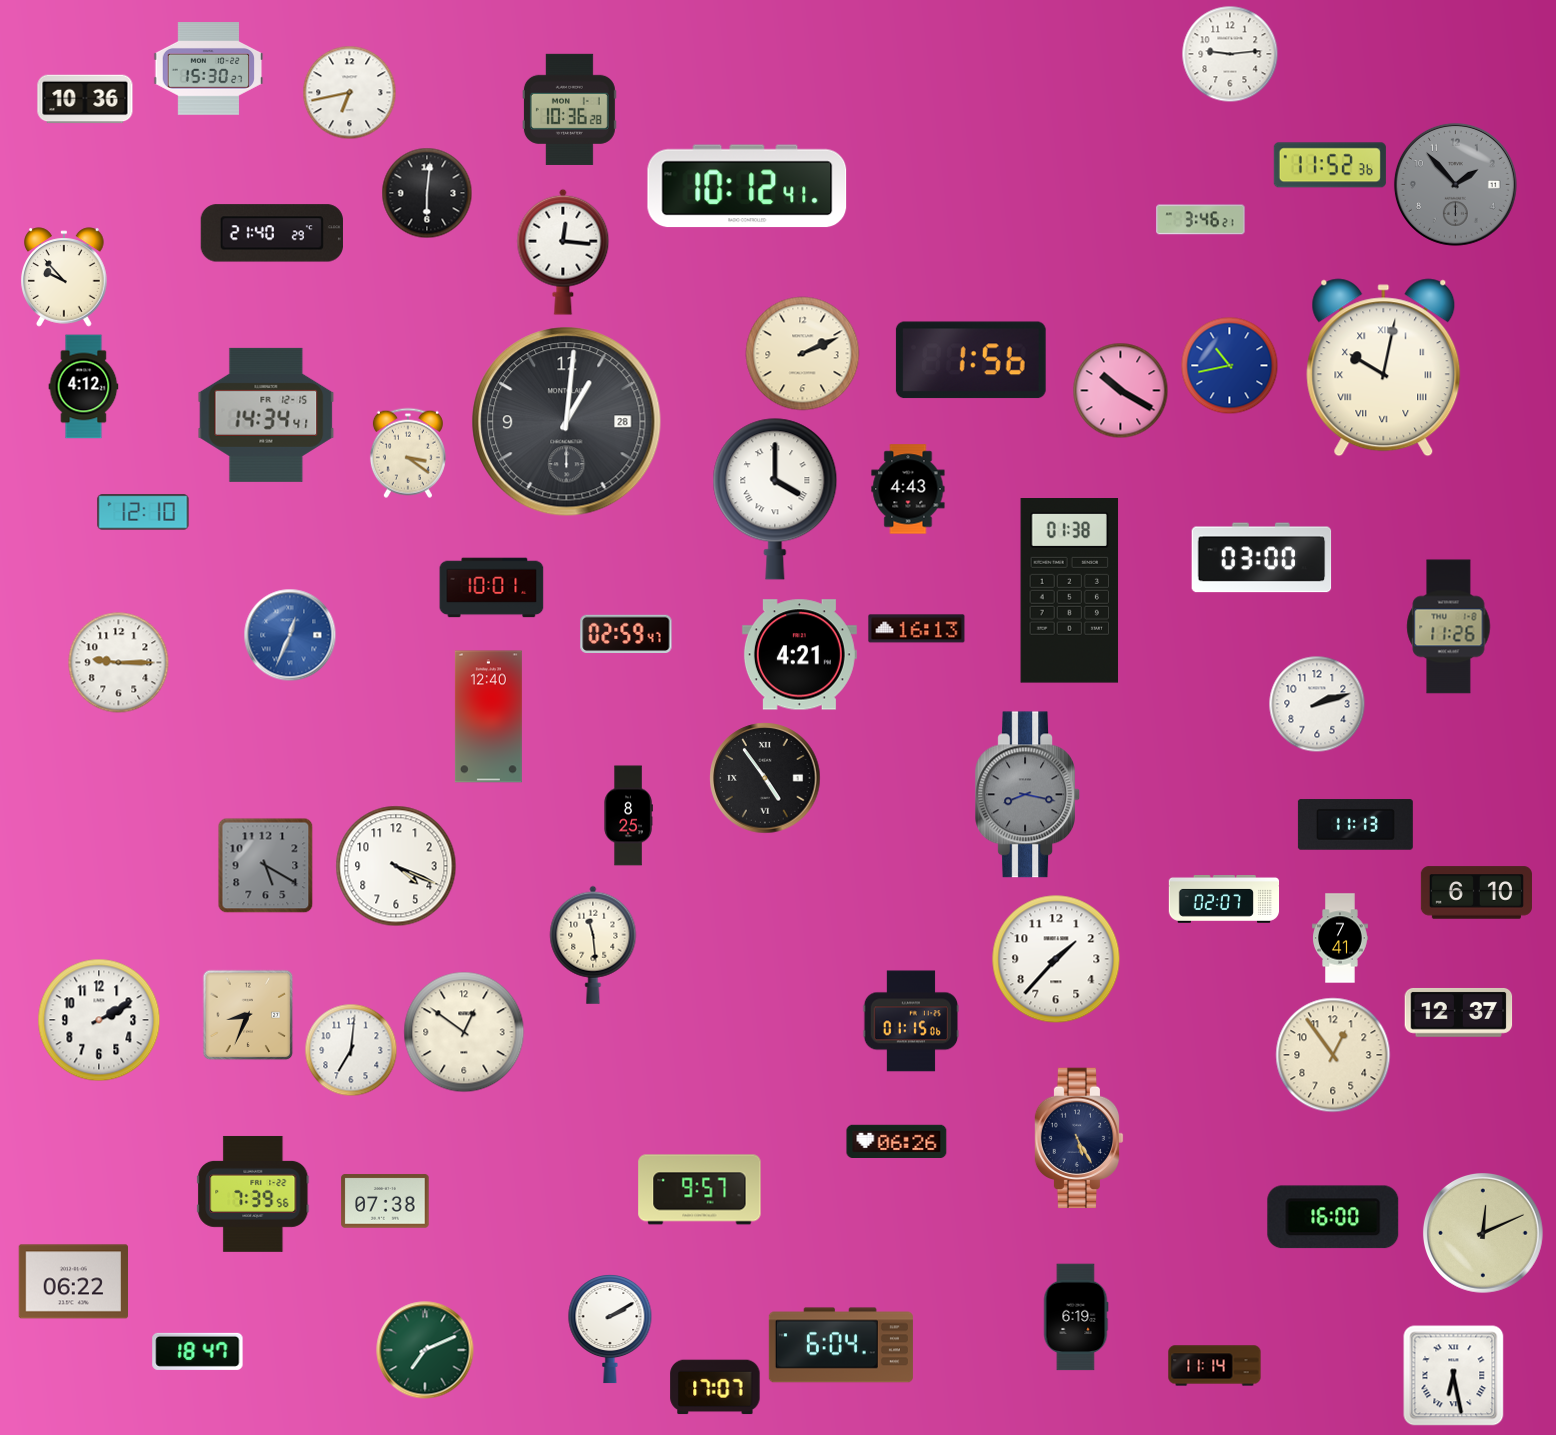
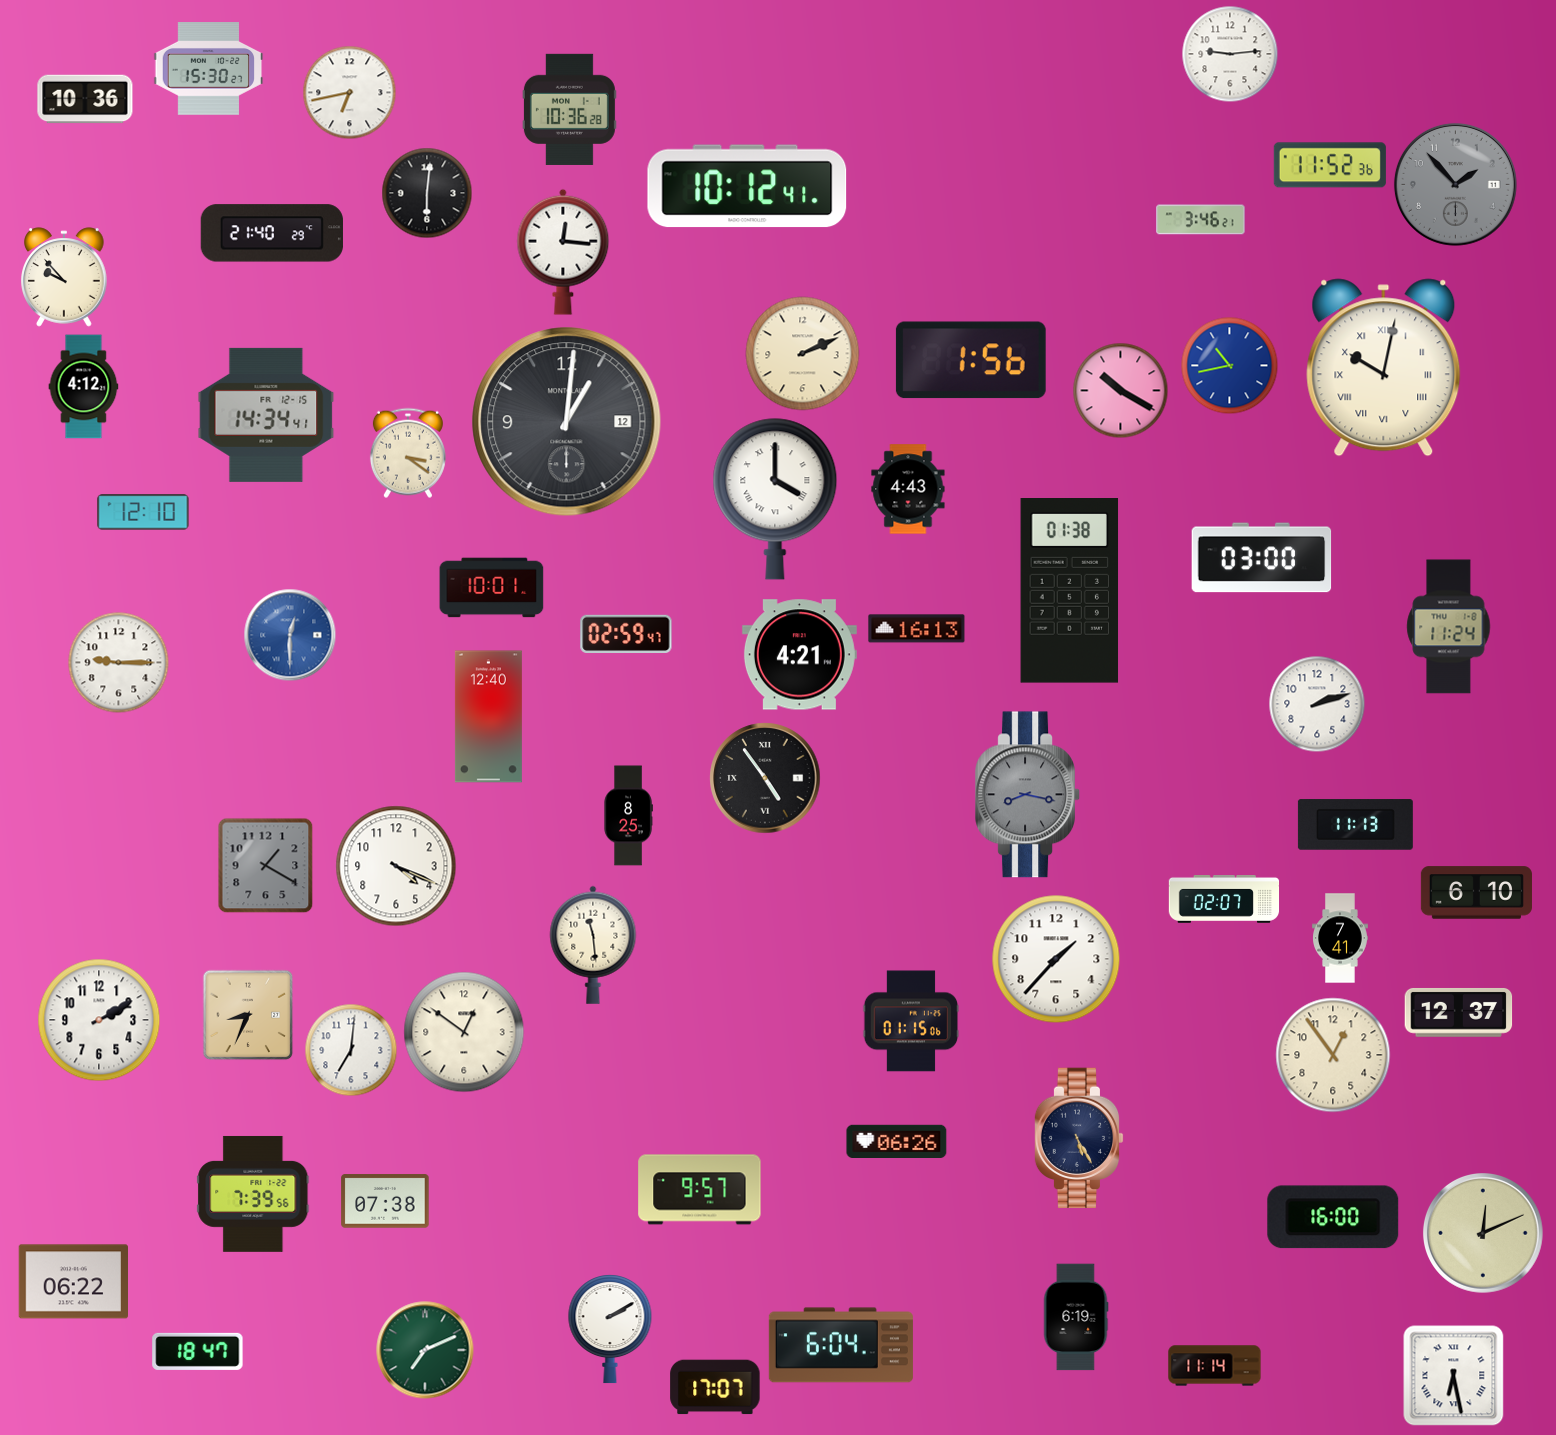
clock at (567, 422) date: 28 -> 12
clock at (1449, 627): 11:26 -> 11:24
clock at (290, 635): 12:34 -> 12:30
clock at (266, 866): 5:20 -> 1:20
